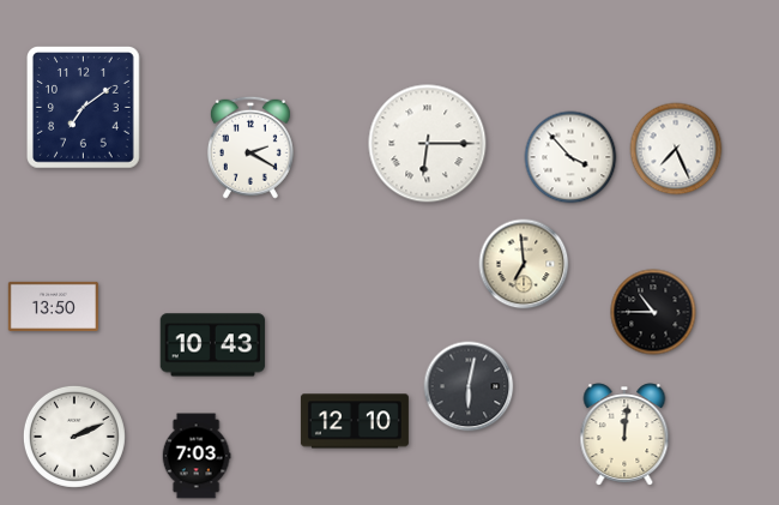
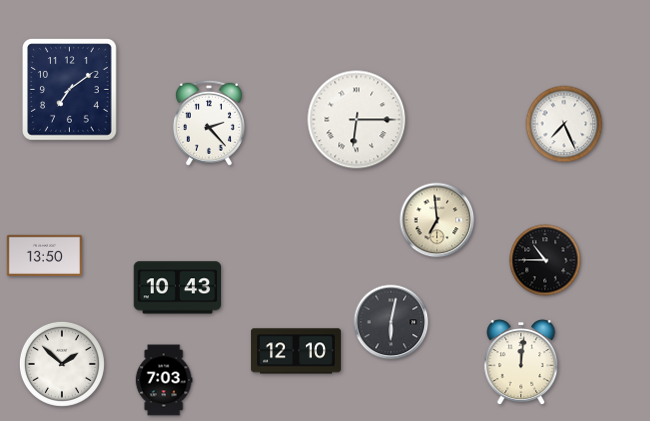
clock at (250, 148): 2:20 -> 2:23
clock at (570, 157): 3:53 -> none
clock at (74, 437): 2:11 -> 1:52
